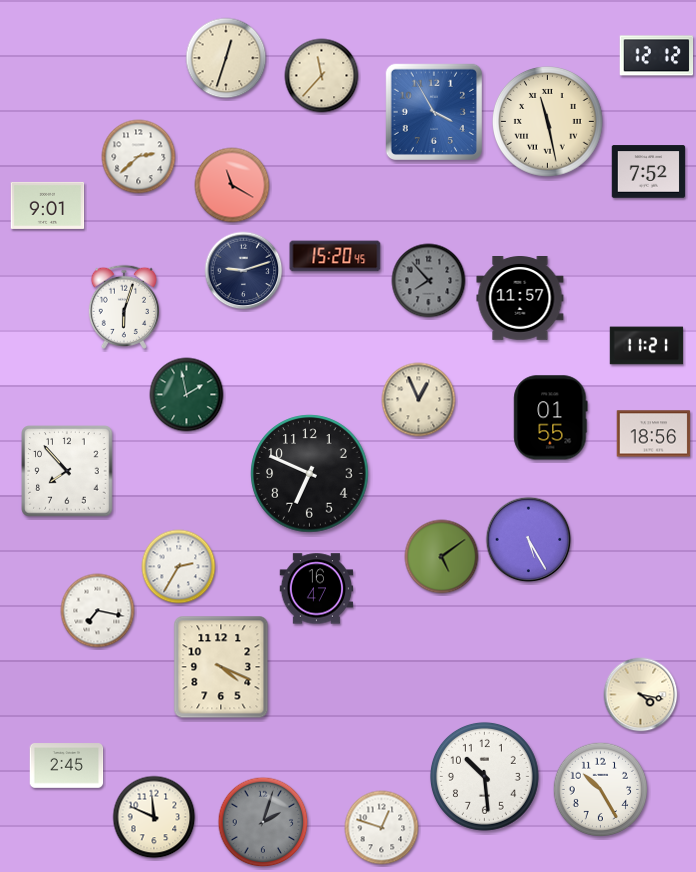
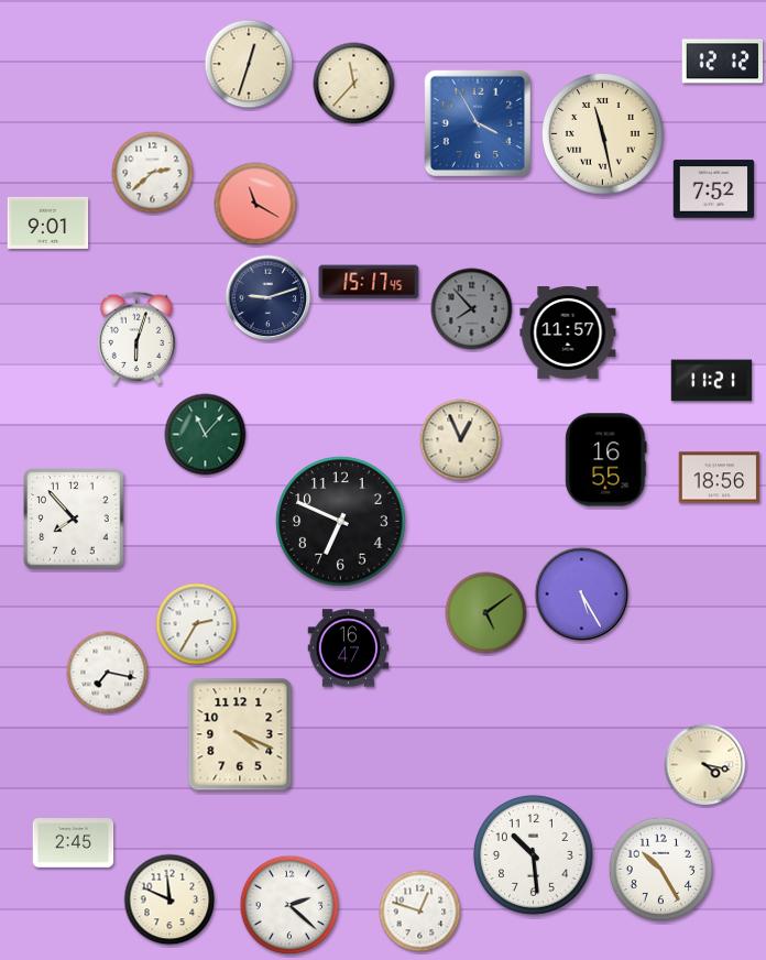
clock at (48, 205) position: (48, 205) -> (48, 222)
clock at (335, 256): 15:20 -> 15:17
clock at (520, 299) position: (520, 299) -> (568, 334)
clock at (187, 395): 1:58 -> 11:07
clock at (551, 418): 01:55 -> 16:55
clock at (221, 667) position: (221, 667) -> (240, 734)
clock at (263, 822): 2:03 -> 2:22
clock at (263, 822) dial: grey -> white
